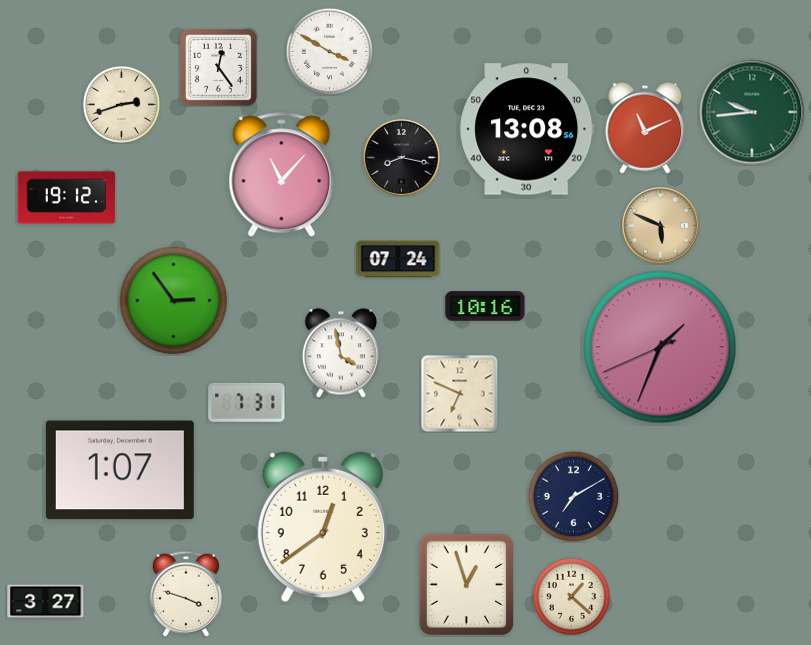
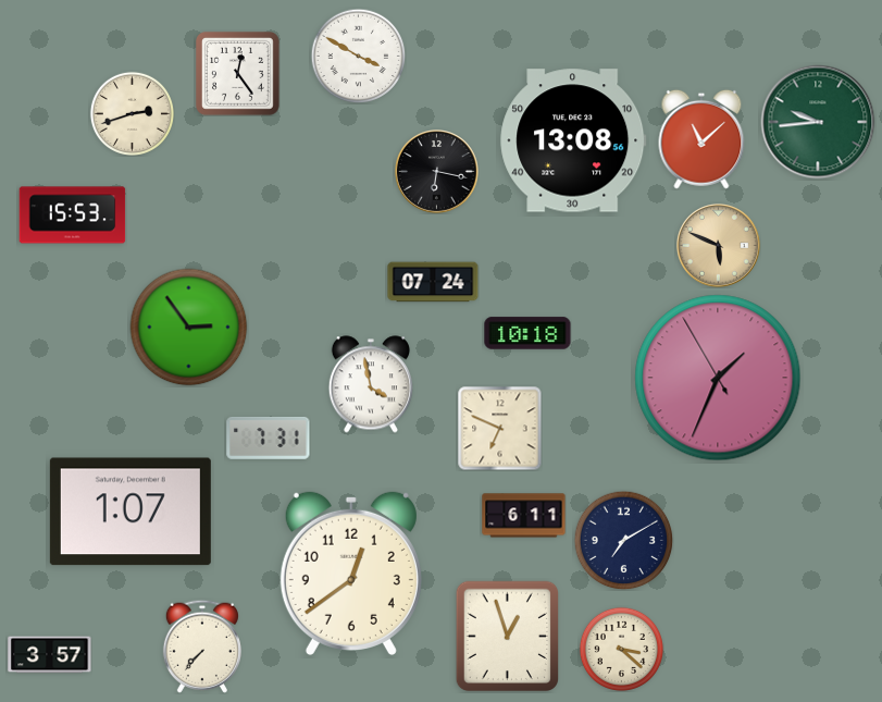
clock at (645, 128): 11:11 -> 11:08
clock at (402, 158): 8:17 -> 6:17
clock at (282, 175): 11:07 -> none
clock at (67, 198): 19:12 -> 15:53
clock at (485, 306): 10:16 -> 10:18
clock at (660, 347): 1:33:41 -> 1:33:55
clock at (524, 516): none -> 6:11
clock at (186, 594): 3:48 -> 7:37
clock at (571, 596): 1:22 -> 3:22
clock at (46, 602): 3:27 -> 3:57
